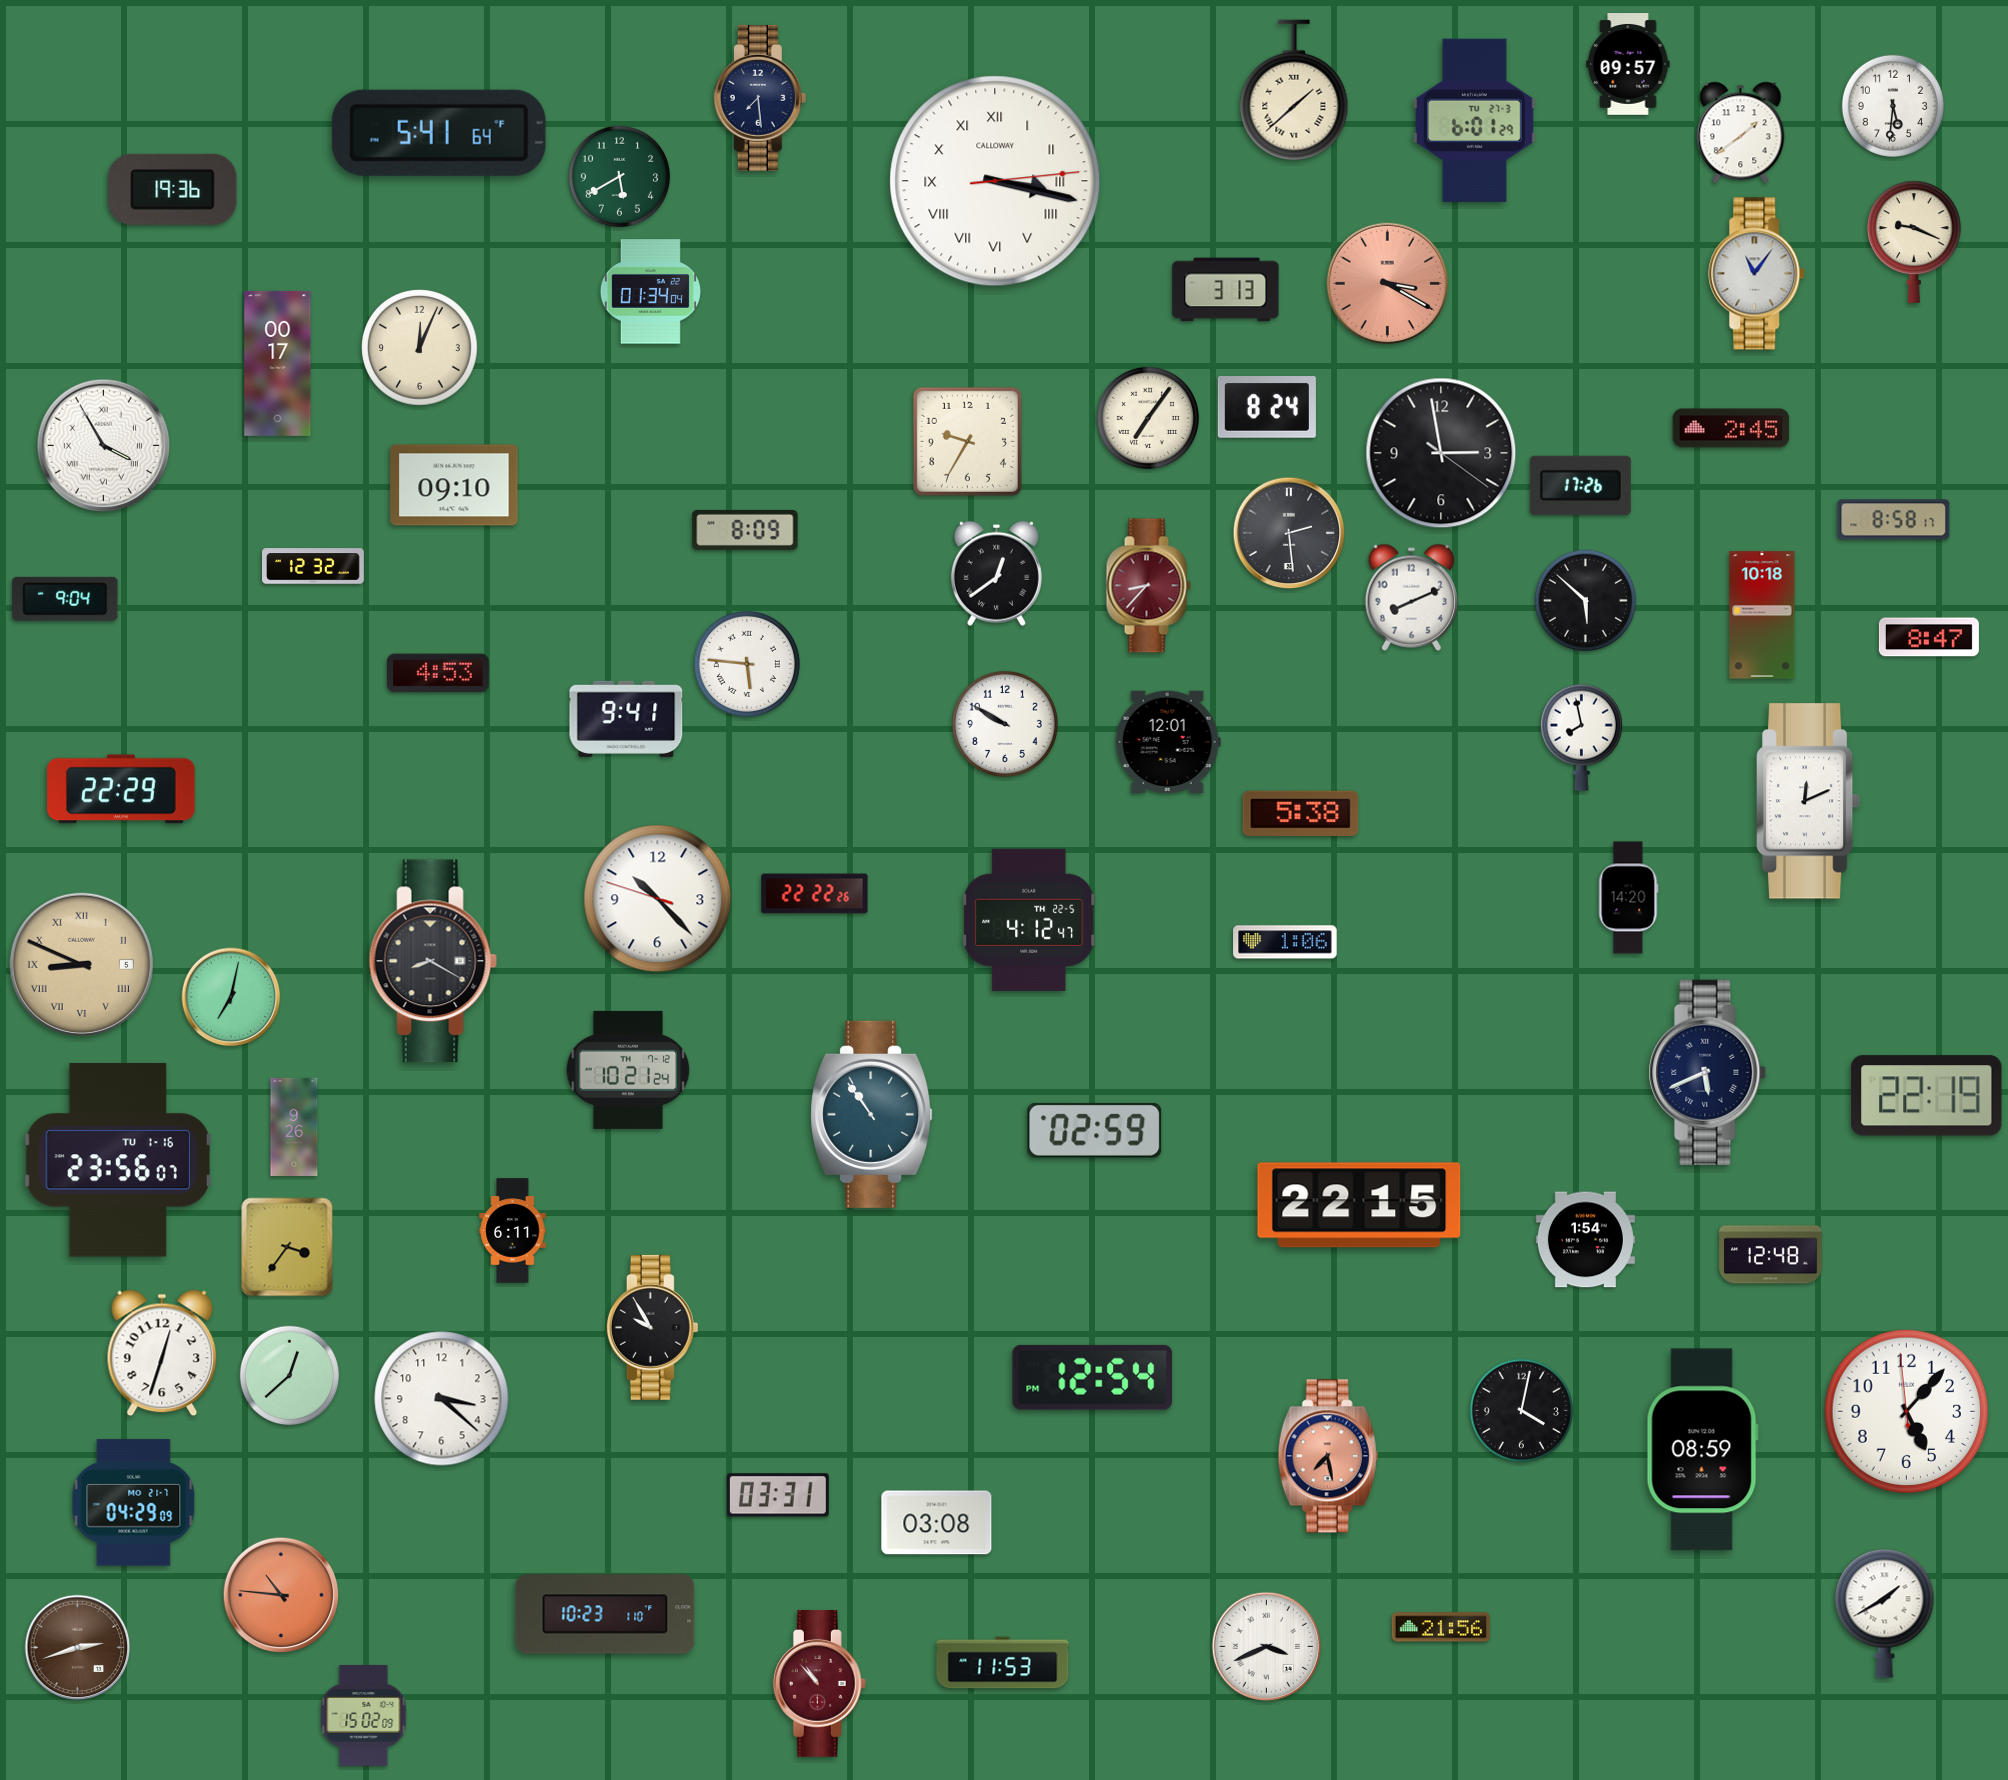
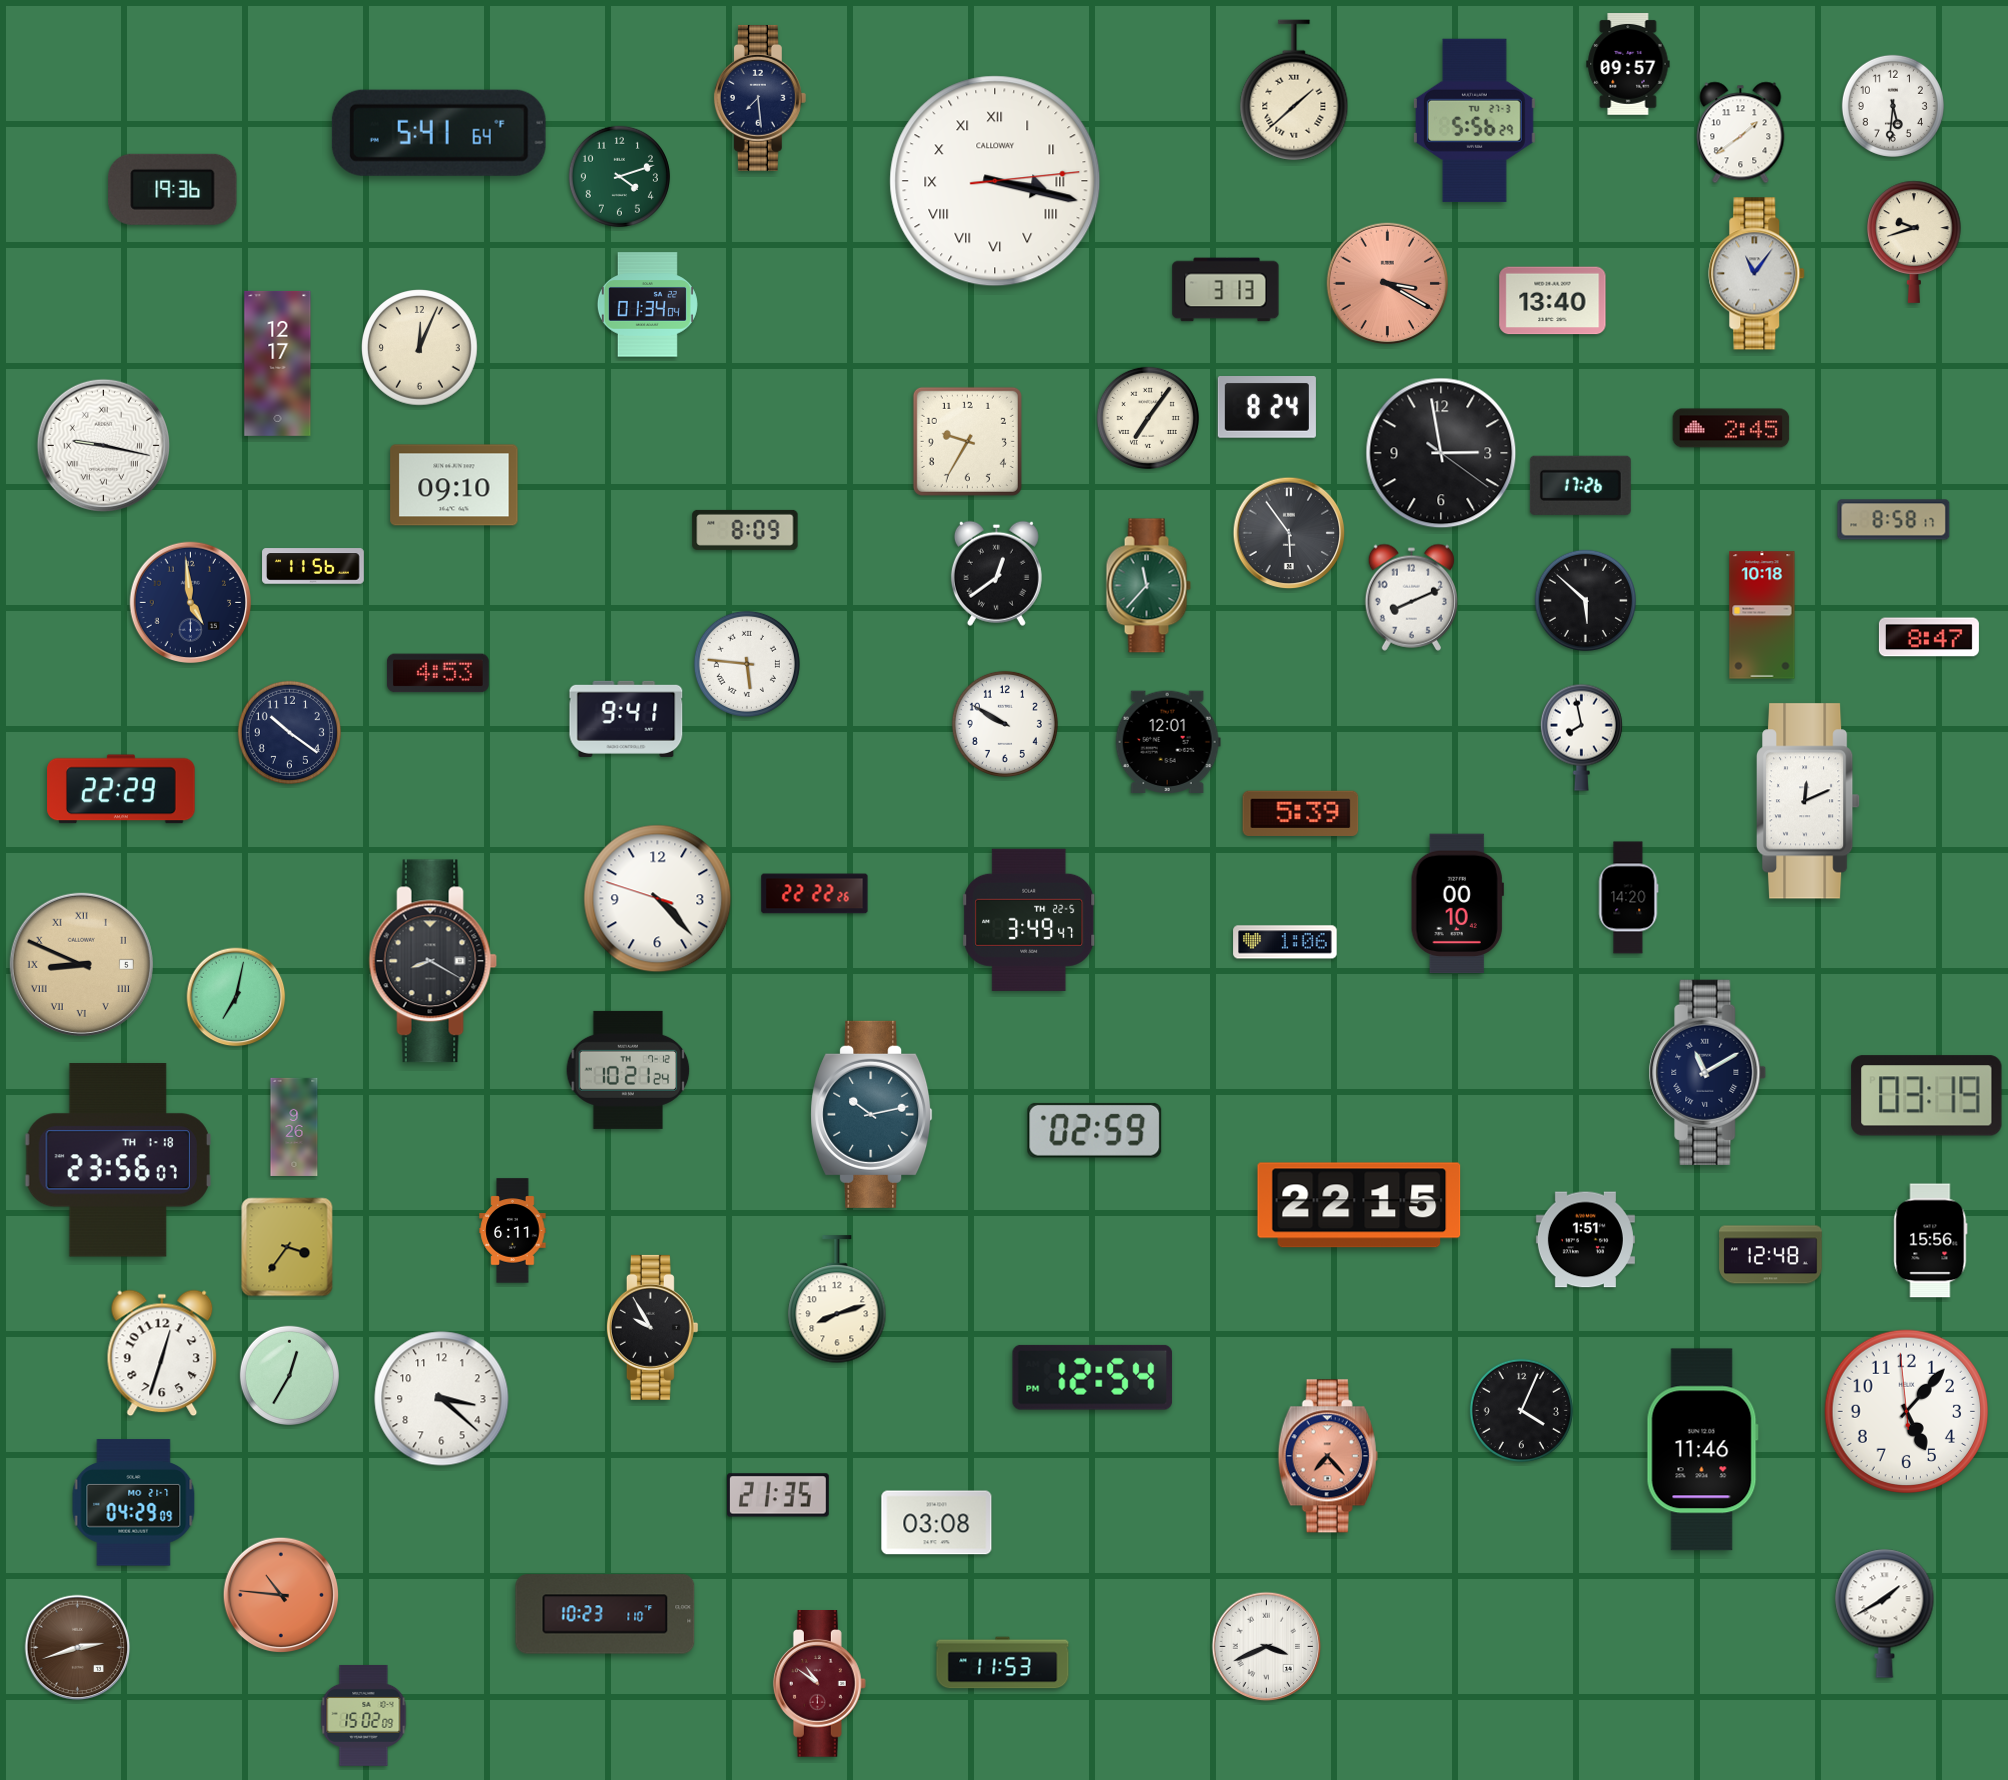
clock at (1474, 120): 6:01 -> 5:56
clock at (619, 176): 5:40 -> 4:12
clock at (1914, 242): 9:19 -> 9:42
clock at (650, 292) position: (650, 292) -> (647, 305)
clock at (1553, 301): none -> 13:40
clock at (278, 363): 00:17 -> 12:17
clock at (103, 445): 3:55 -> 9:17
clock at (1289, 533): 2:29 -> 5:54
clock at (313, 566): 12:32 -> 11:56
clock at (1148, 586): 8:37 -> 11:37
clock at (1148, 586) dial: burgundy -> green
clock at (65, 599): 9:04 -> none
clock at (190, 602): none -> 4:59
clock at (289, 732): none -> 10:21
clock at (1301, 814): 5:38 -> 5:39
clock at (658, 899): 10:22 -> 4:22
clock at (1457, 904): none -> 00:10
clock at (1030, 920): 4:12 -> 3:49
clock at (231, 997) position: (231, 997) -> (236, 997)
clock at (1708, 1072): 5:41 -> 11:10
clock at (1927, 1096): 22:19 -> 03:19
clock at (872, 1114): 10:54 -> 10:13
clock at (118, 1160) date: TU 1-16 -> TH 1-18
clock at (1585, 1240): 1:54 -> 1:51
clock at (1931, 1241): none -> 15:56
clock at (837, 1300): none -> 8:12
clock at (289, 1375): 12:38 -> 12:35
clock at (1521, 1410): 4:02 -> 4:04
clock at (1702, 1450): 08:59 -> 11:46
clock at (1328, 1456): 7:28 -> 7:23
clock at (778, 1495): 03:31 -> 21:35
clock at (1441, 1627): 21:56 -> none
clock at (819, 1684): 10:53 -> 10:51
